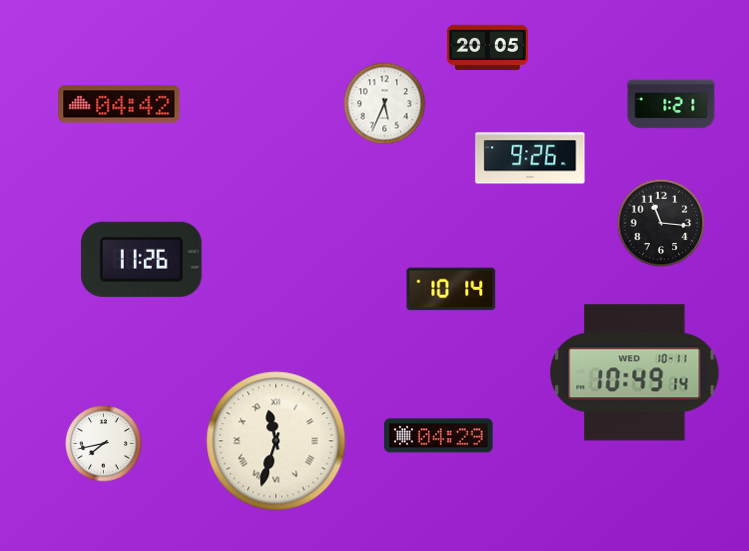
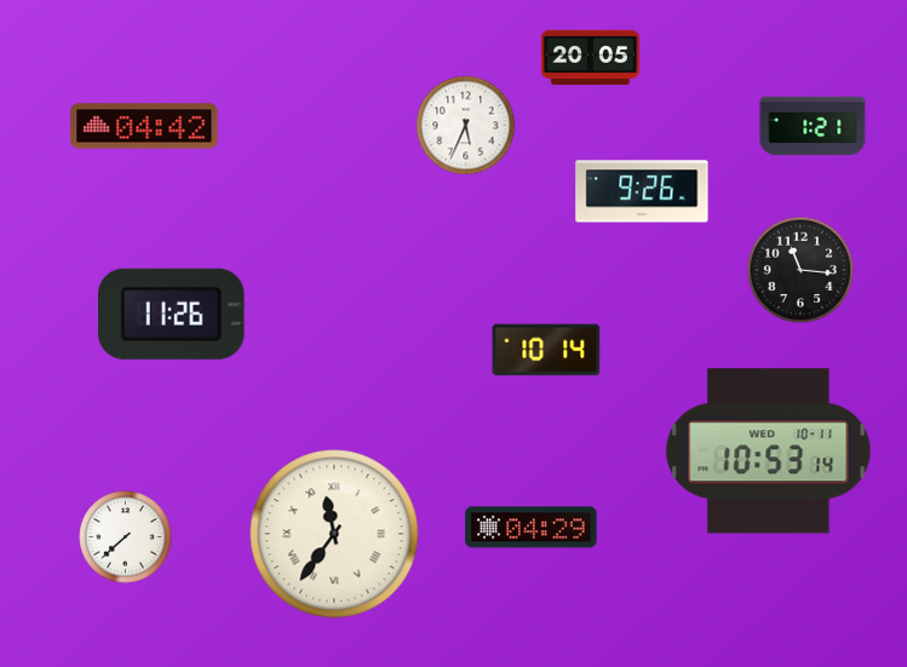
clock at (635, 373): 10:49 -> 10:53
clock at (276, 441): 11:33 -> 11:36
clock at (104, 444): 7:43 -> 7:38
